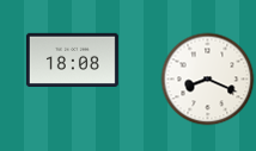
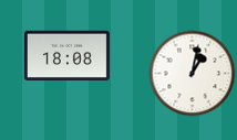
clock at (207, 78): 8:19 -> 1:02
